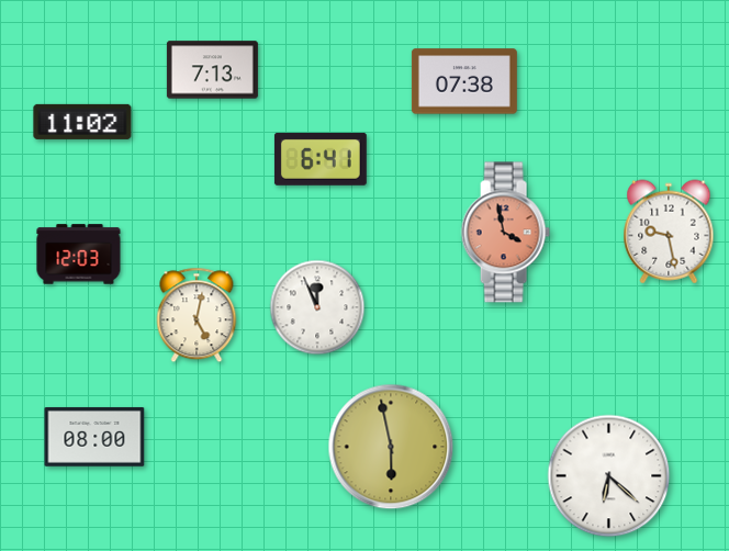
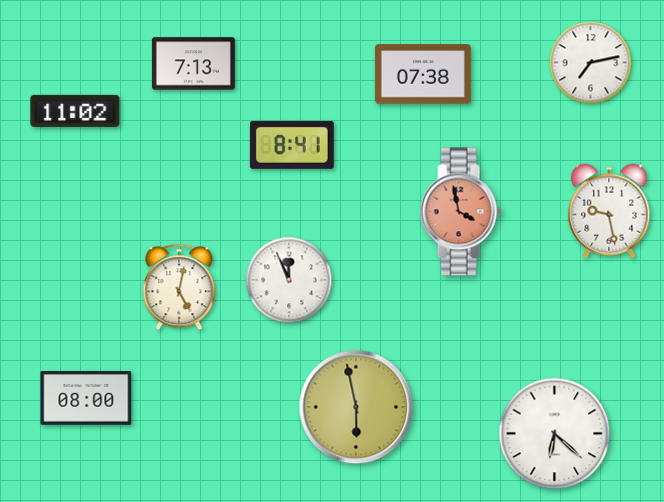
clock at (591, 63): none -> 7:13
clock at (321, 159): 6:41 -> 8:41
clock at (79, 255): 12:03 -> none
